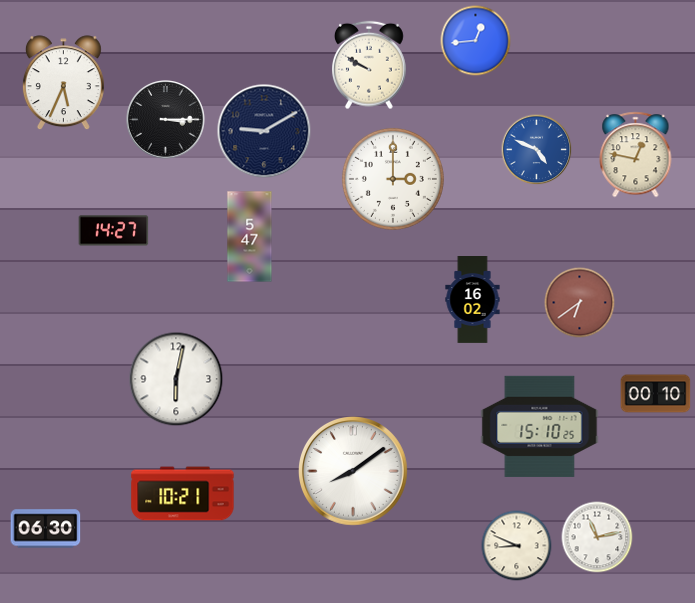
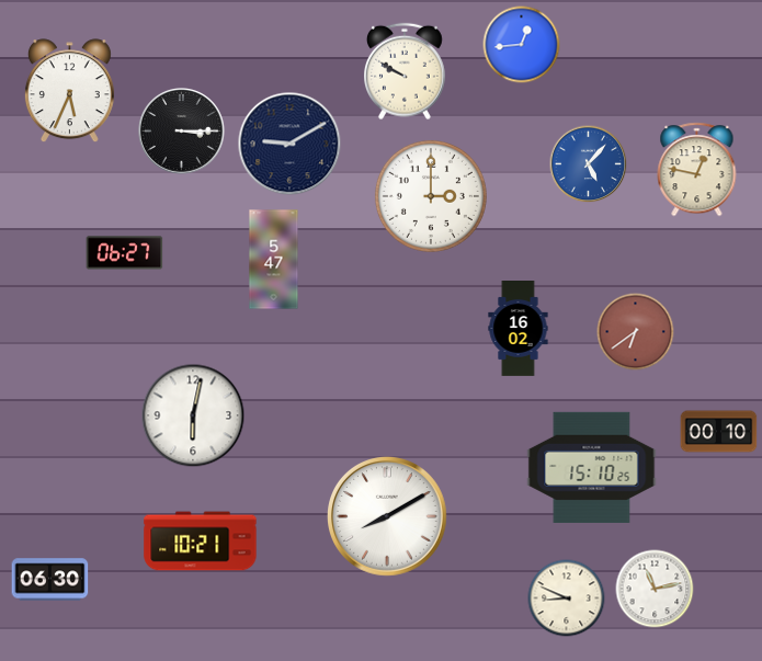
clock at (537, 150): 4:49 -> 5:07
clock at (114, 231): 14:27 -> 06:27
clock at (354, 472): 8:09 -> 8:10
